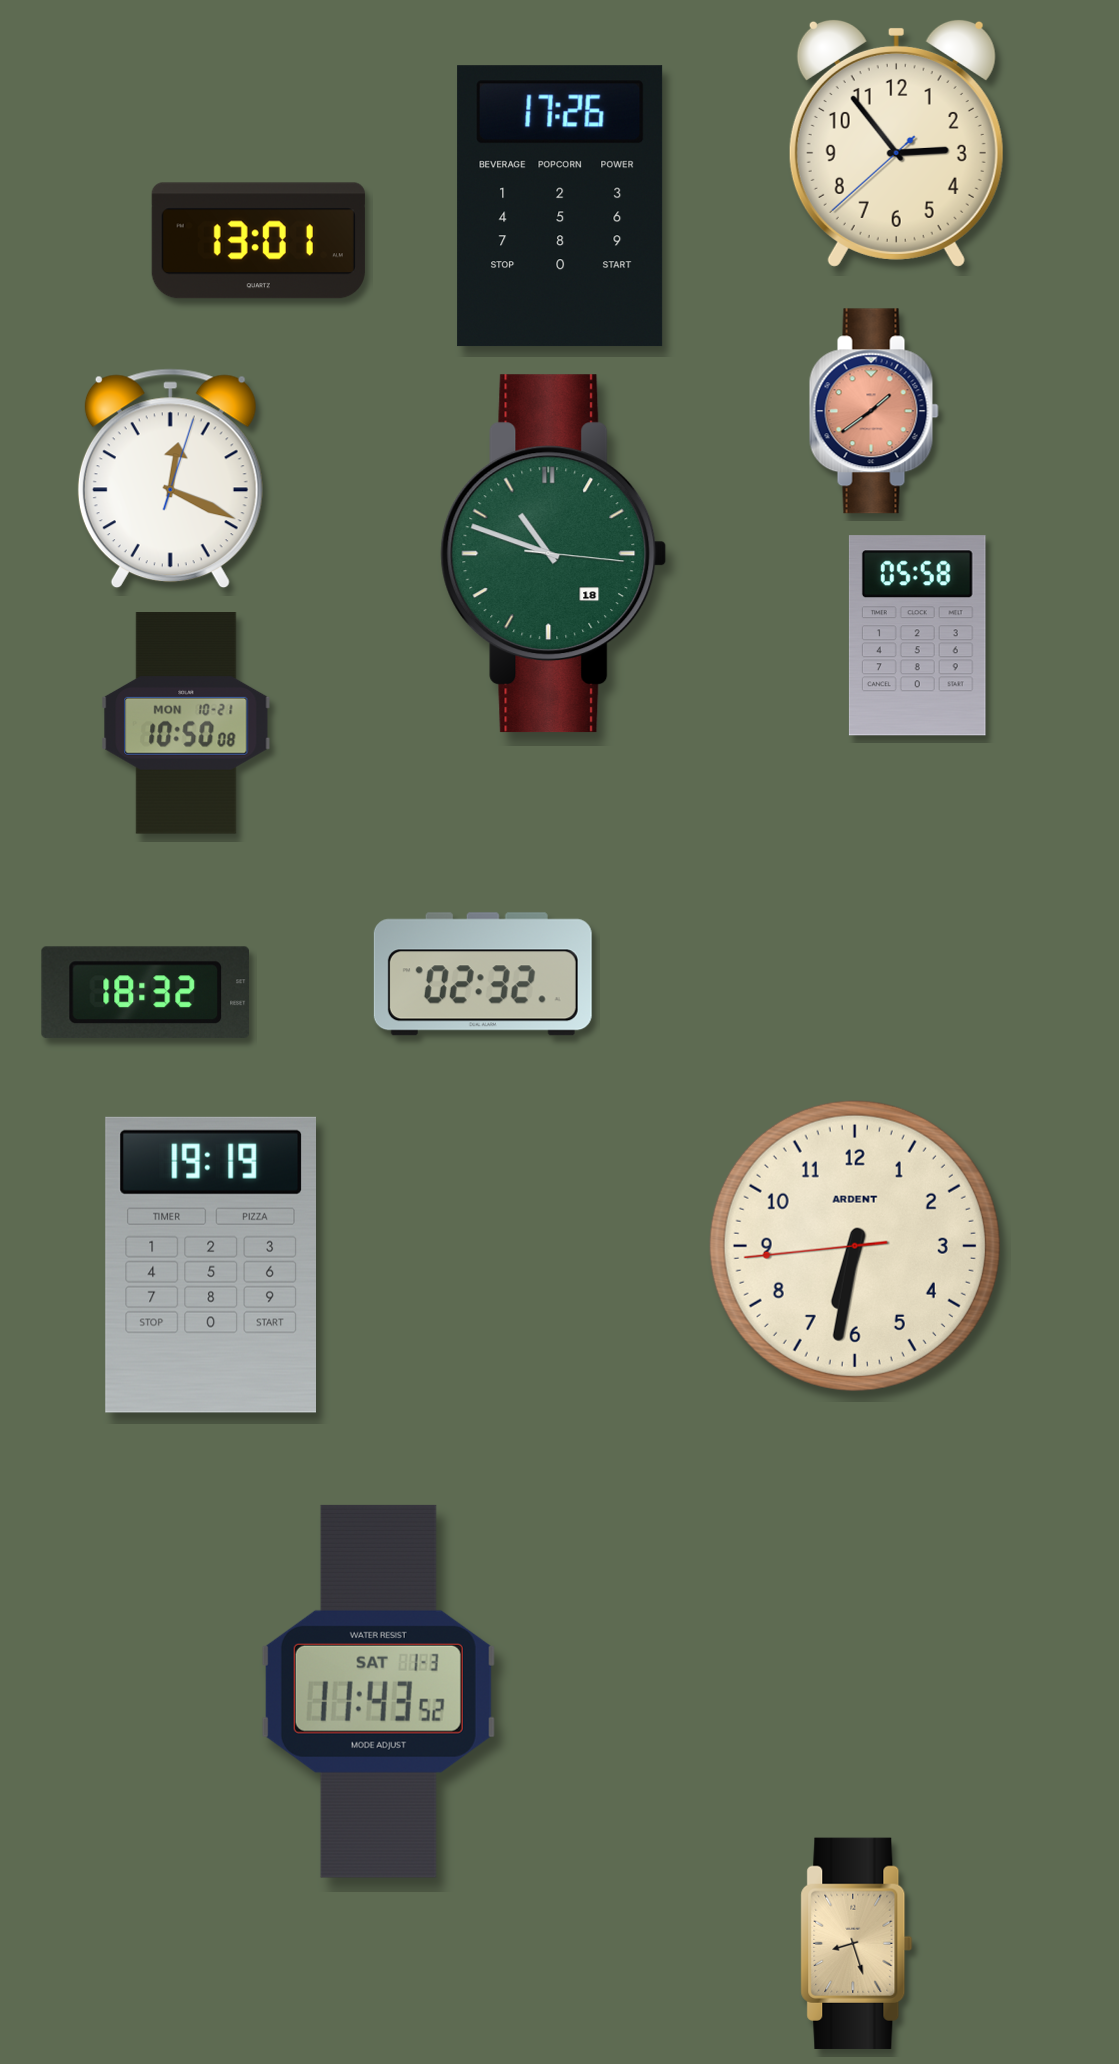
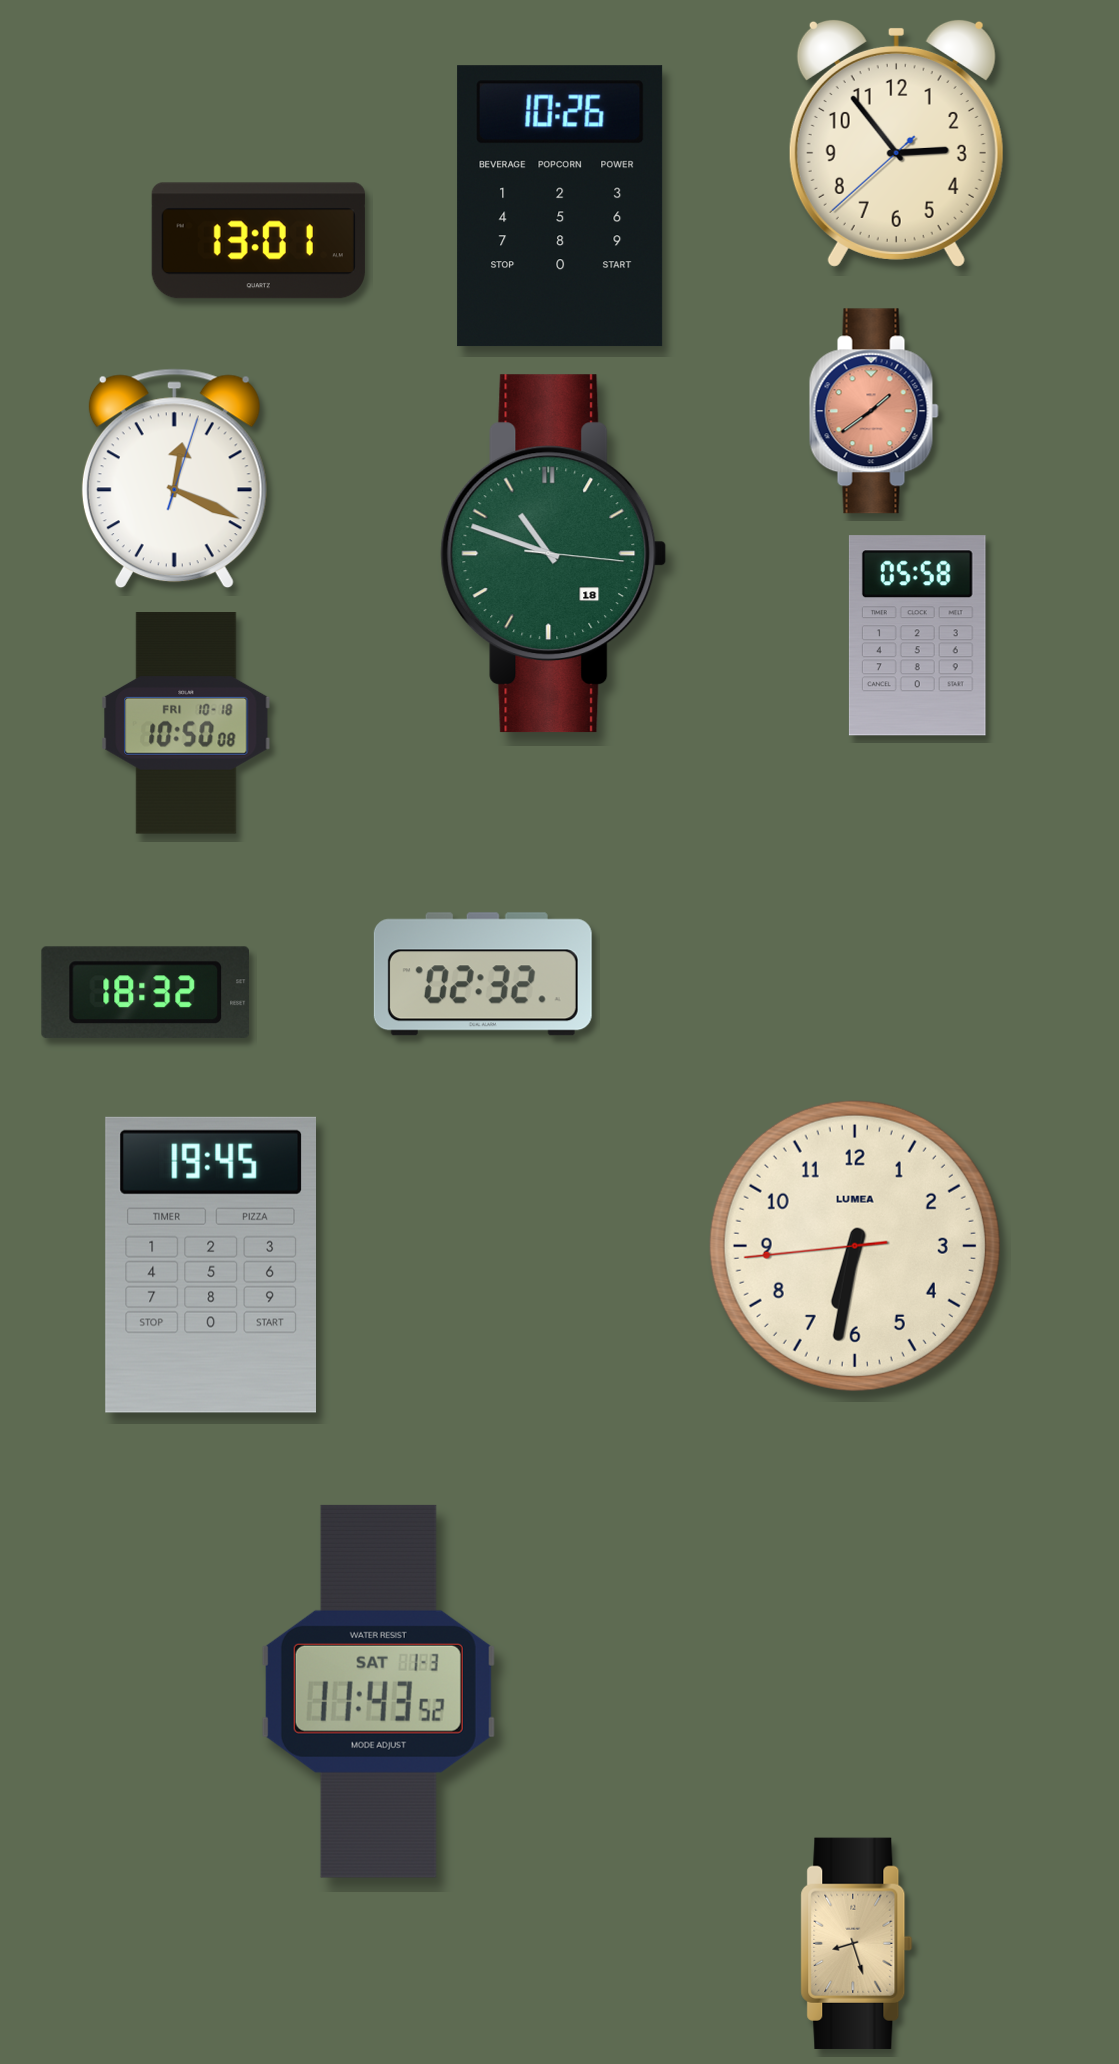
clock at (560, 206): 17:26 -> 10:26
clock at (170, 479) position: (170, 479) -> (174, 479)
clock at (186, 723) date: MON 10-21 -> FRI 10-18
clock at (855, 1246) brand: ARDENT -> LUMEA
clock at (210, 1265): 19:19 -> 19:45
